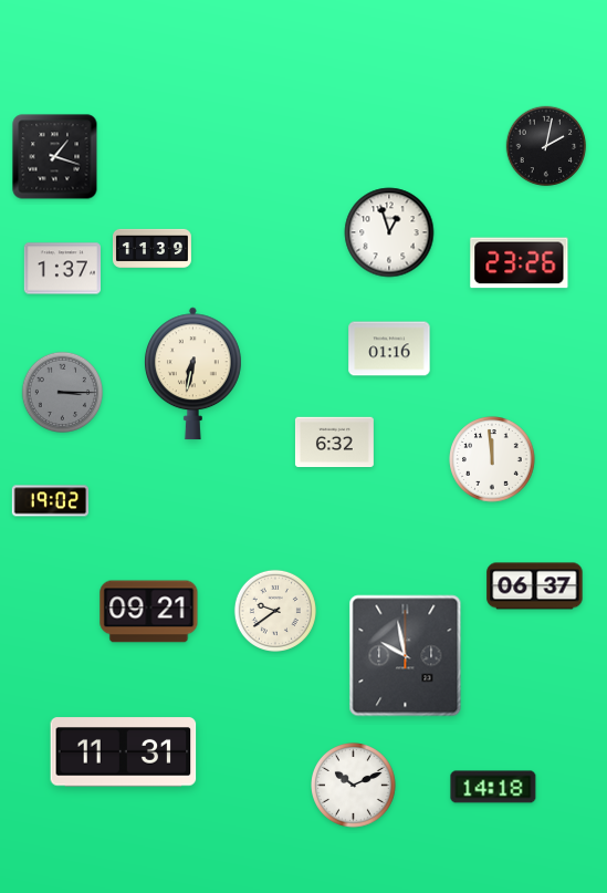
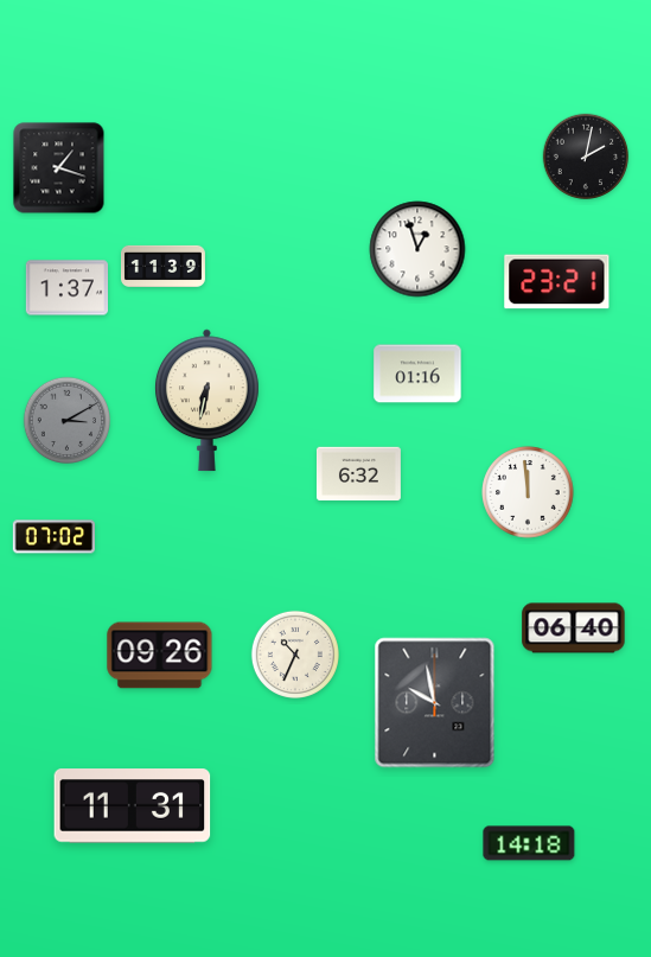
clock at (520, 263): 23:26 -> 23:21
clock at (62, 392): 3:15 -> 3:10
clock at (50, 501): 19:02 -> 07:02
clock at (535, 586): 06:37 -> 06:40
clock at (275, 611): 9:39 -> 10:34
clock at (149, 612): 09:21 -> 09:26
clock at (354, 786): 10:11 -> none
